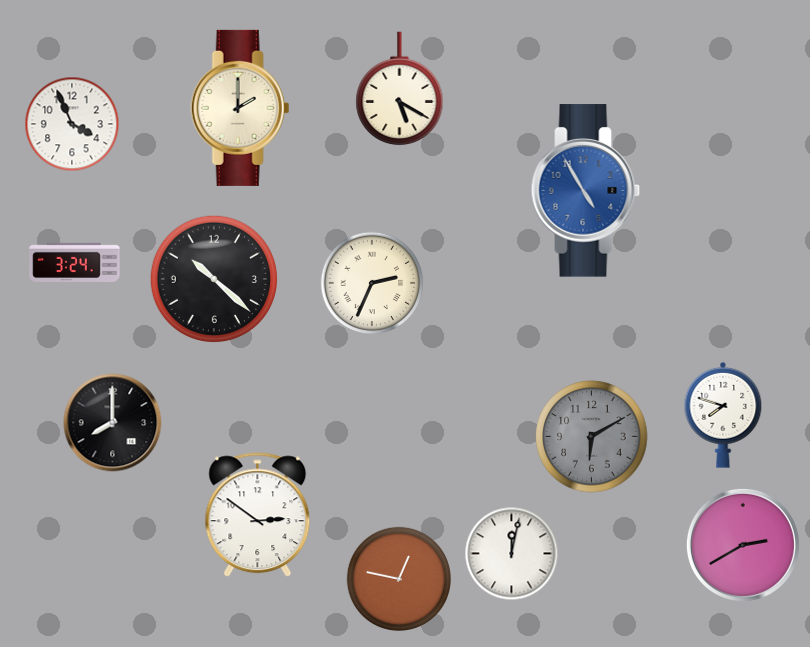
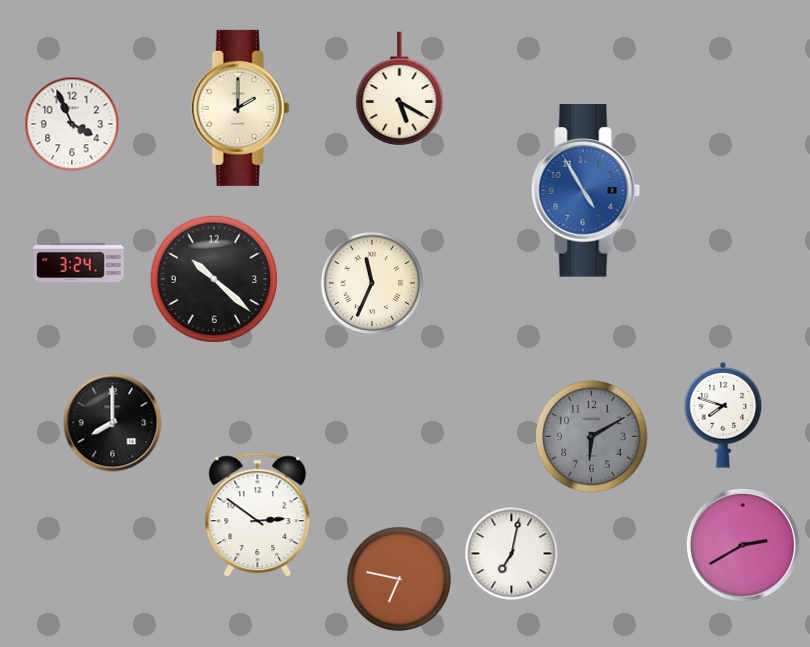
clock at (75, 262) position: (75, 262) -> (79, 262)
clock at (372, 283): 2:34 -> 11:34
clock at (512, 554): 12:02 -> 7:02
clock at (399, 579): 12:47 -> 6:47
